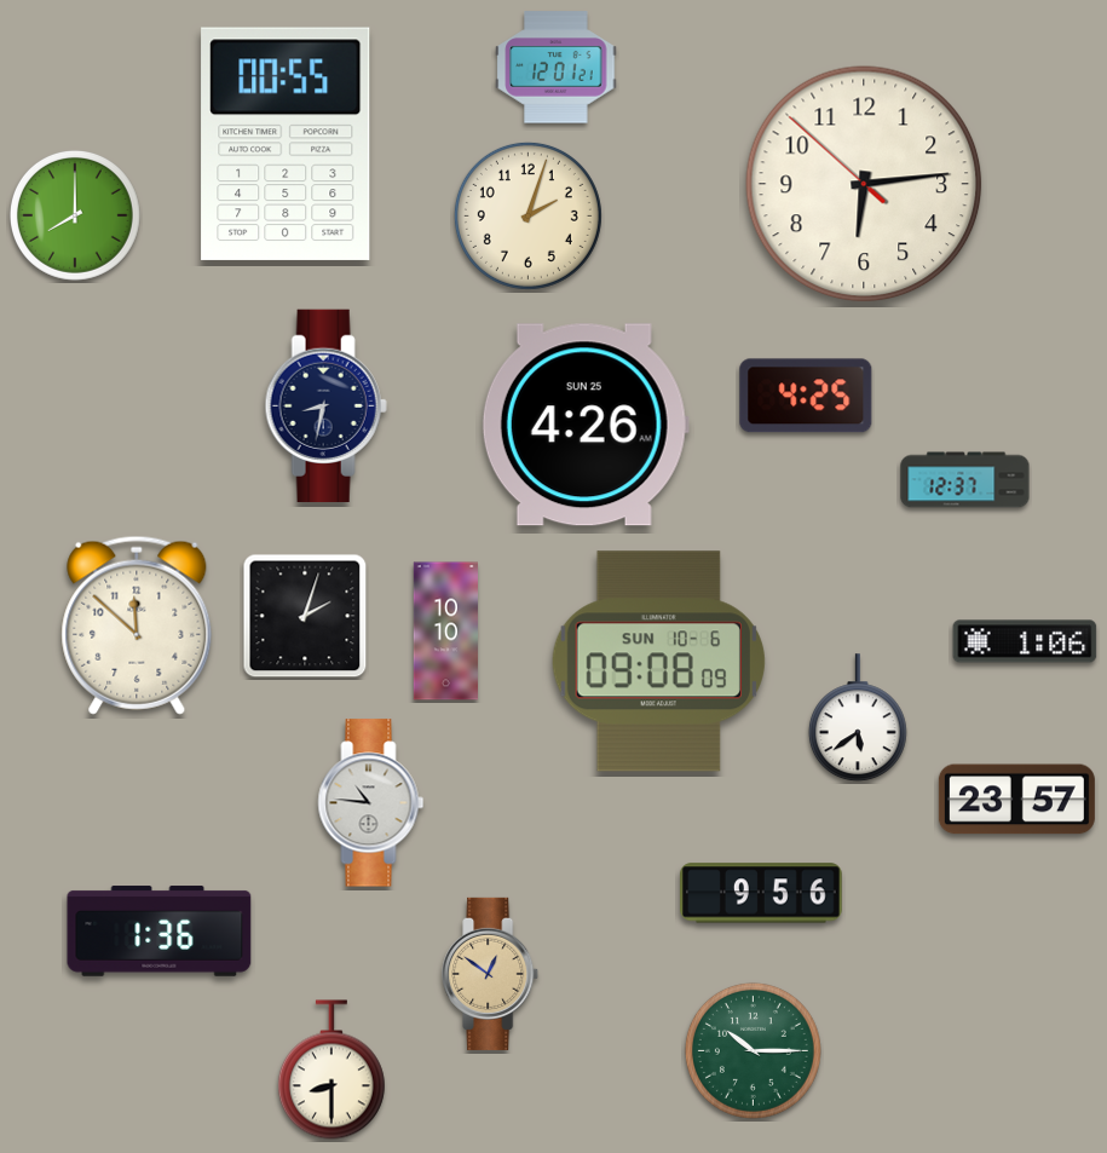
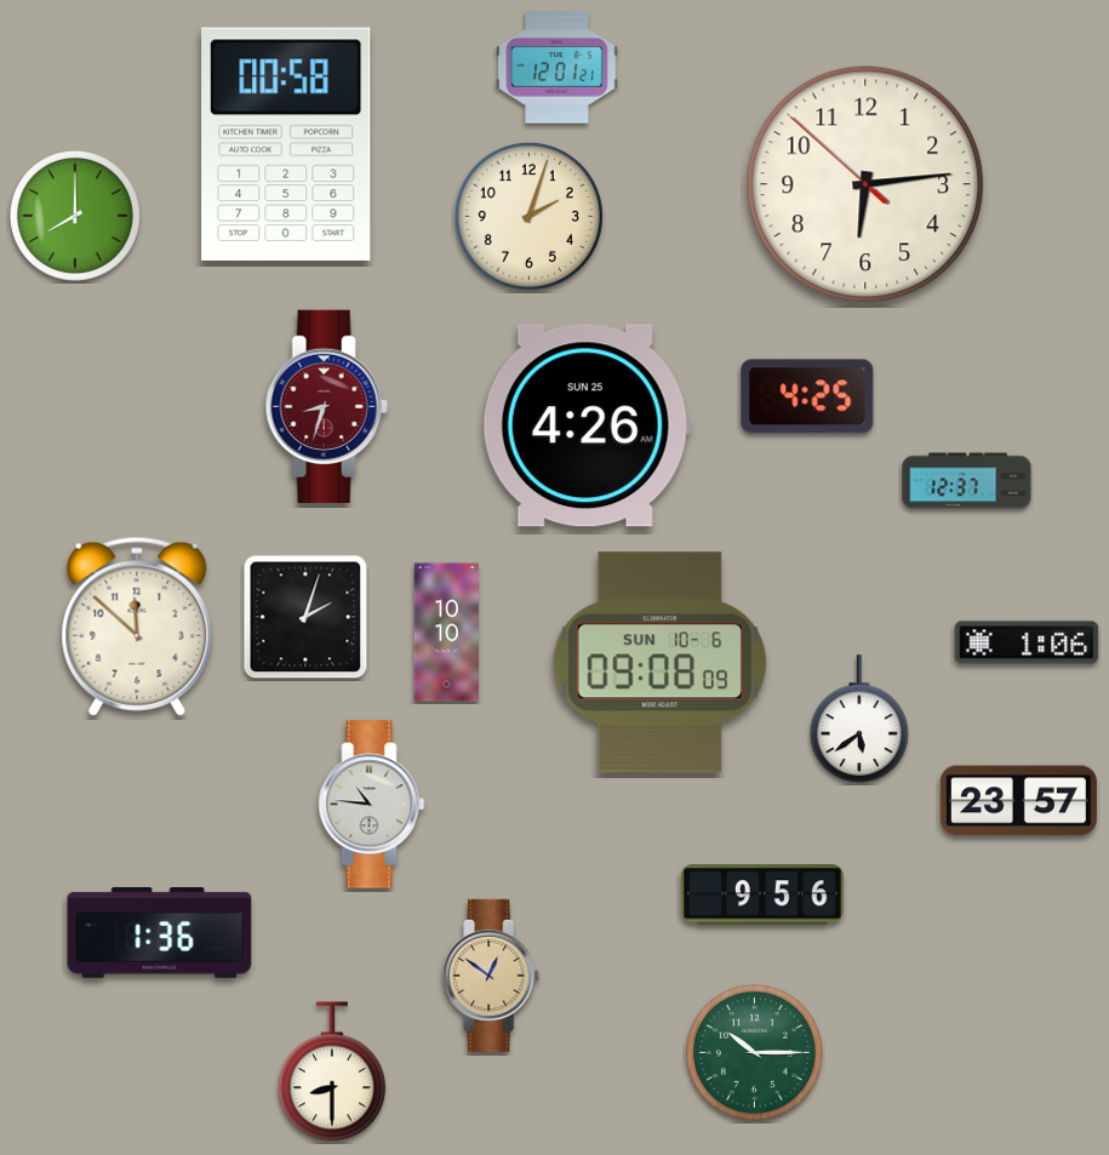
clock at (286, 144): 00:55 -> 00:58
clock at (325, 405): 8:32 -> 8:33
clock at (325, 405) dial: navy -> burgundy
